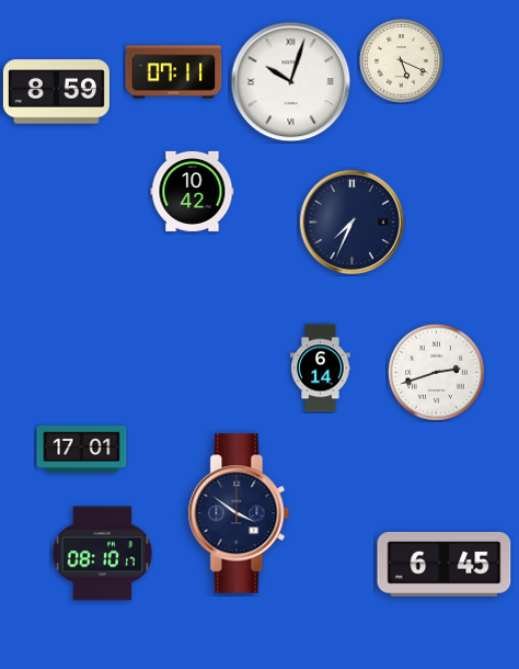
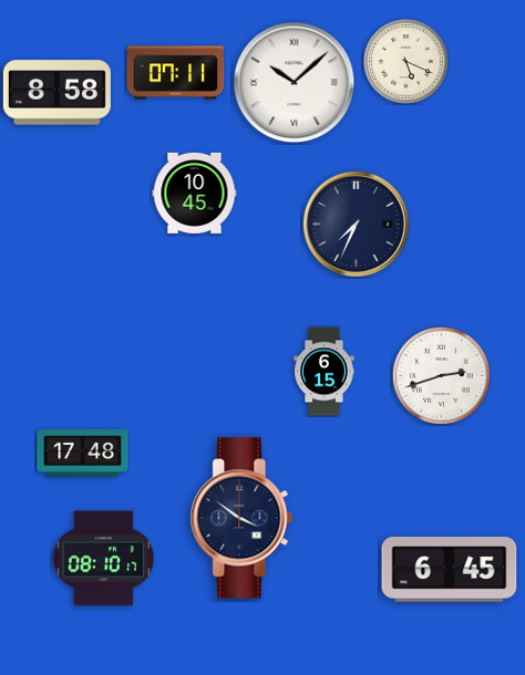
clock at (291, 82): 10:03 -> 10:08
clock at (56, 92): 8:59 -> 8:58
clock at (193, 191): 10:42 -> 10:45
clock at (321, 368): 6:14 -> 6:15
clock at (82, 450): 17:01 -> 17:48
